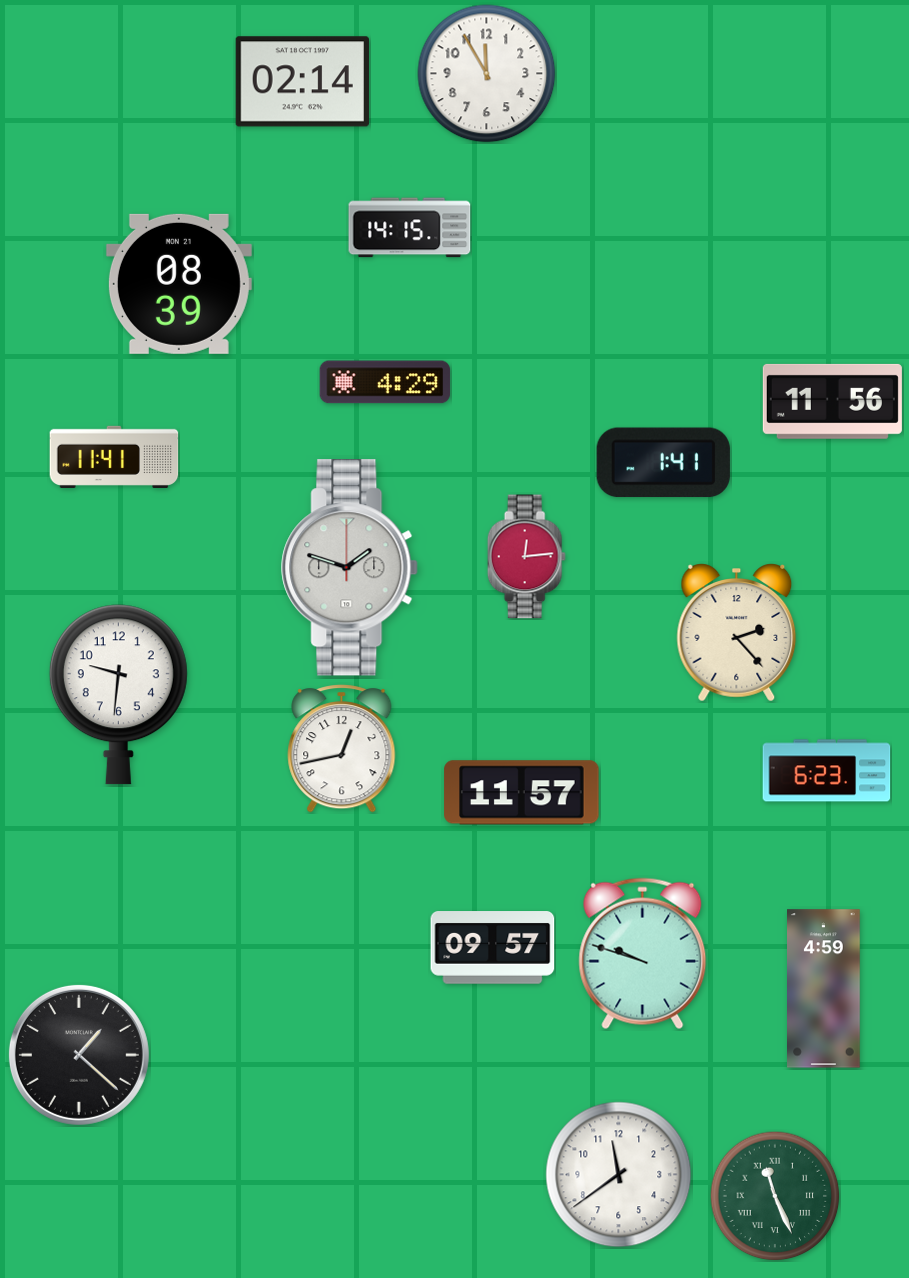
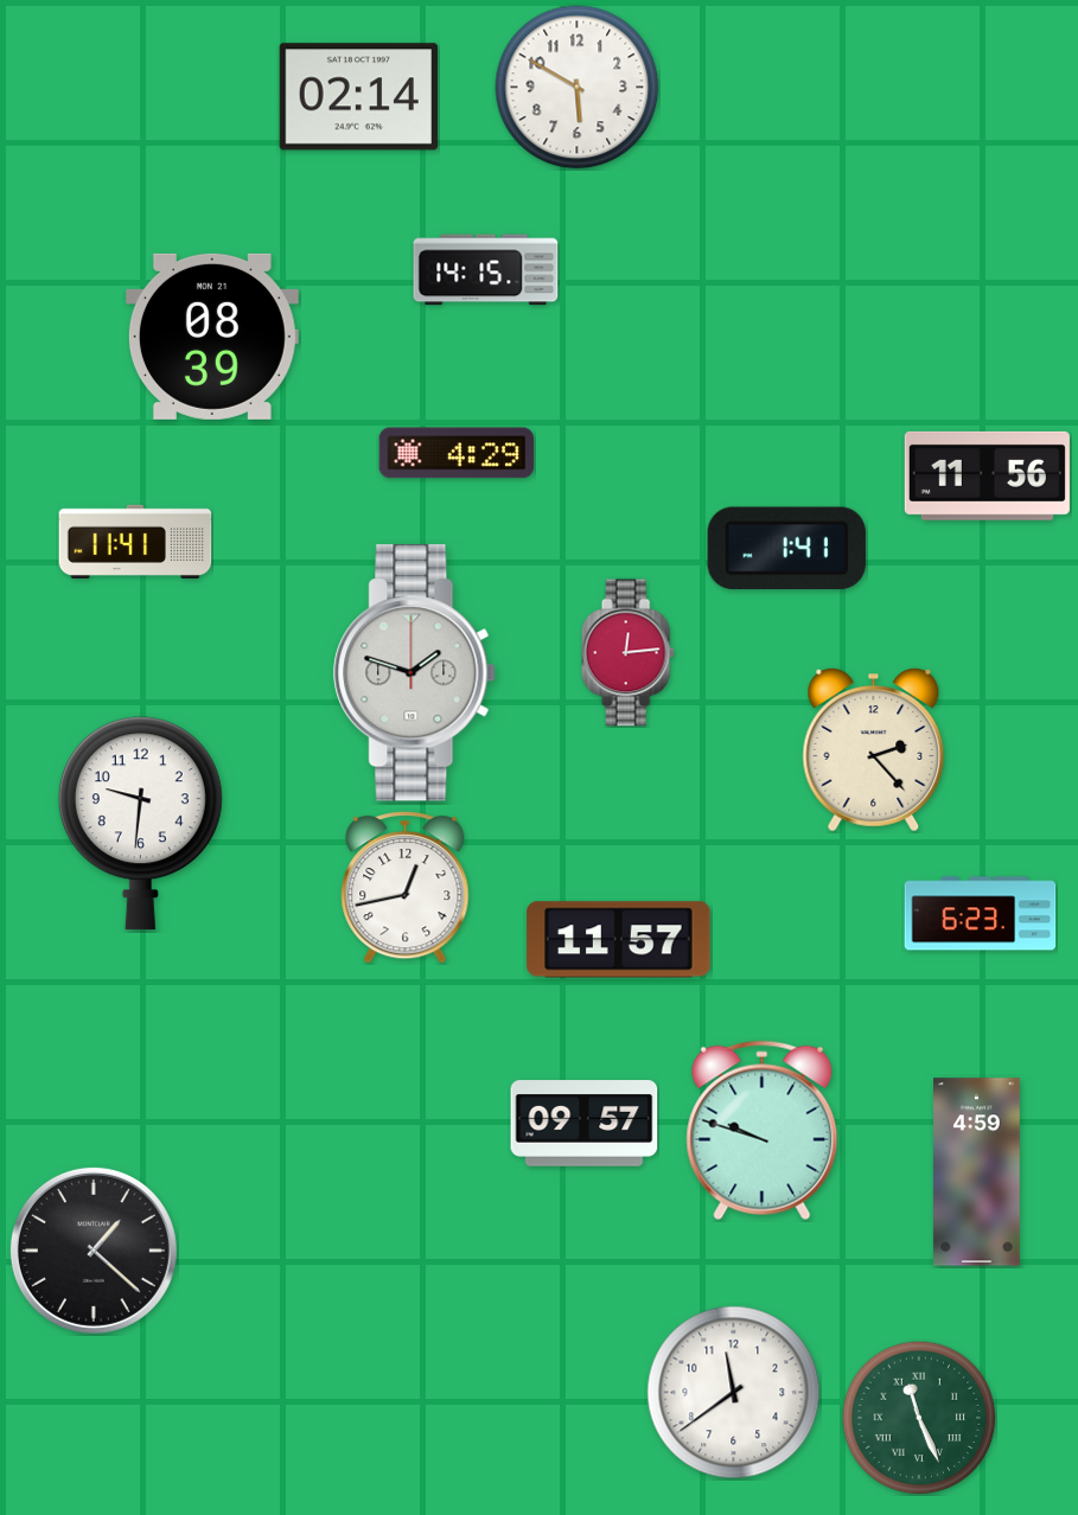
clock at (487, 74): 11:55 -> 5:50
clock at (526, 557) position: (526, 557) -> (627, 653)
